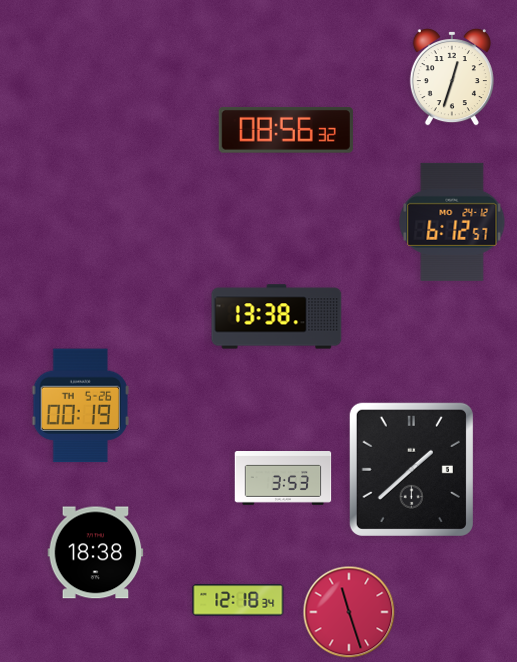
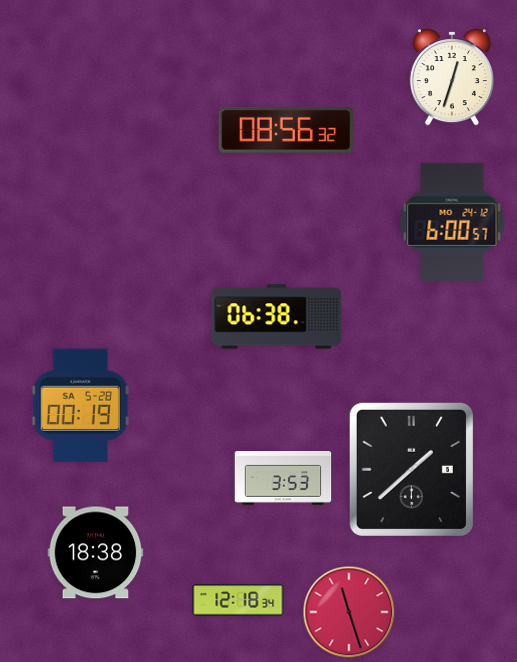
clock at (452, 222): 6:12 -> 6:00
clock at (277, 317): 13:38 -> 06:38
clock at (80, 406) date: TH 5-26 -> SA 5-28
